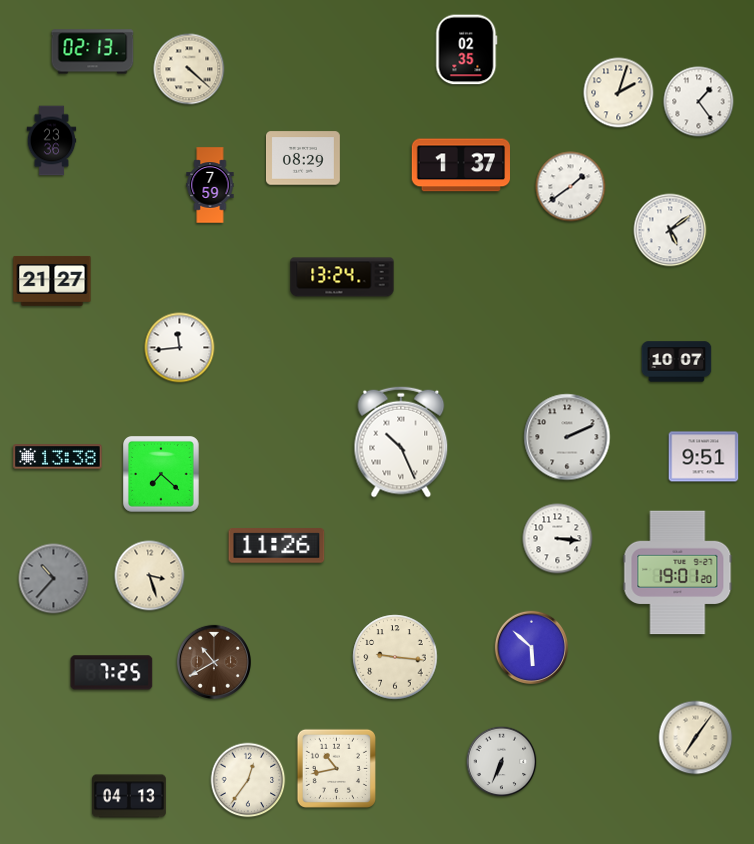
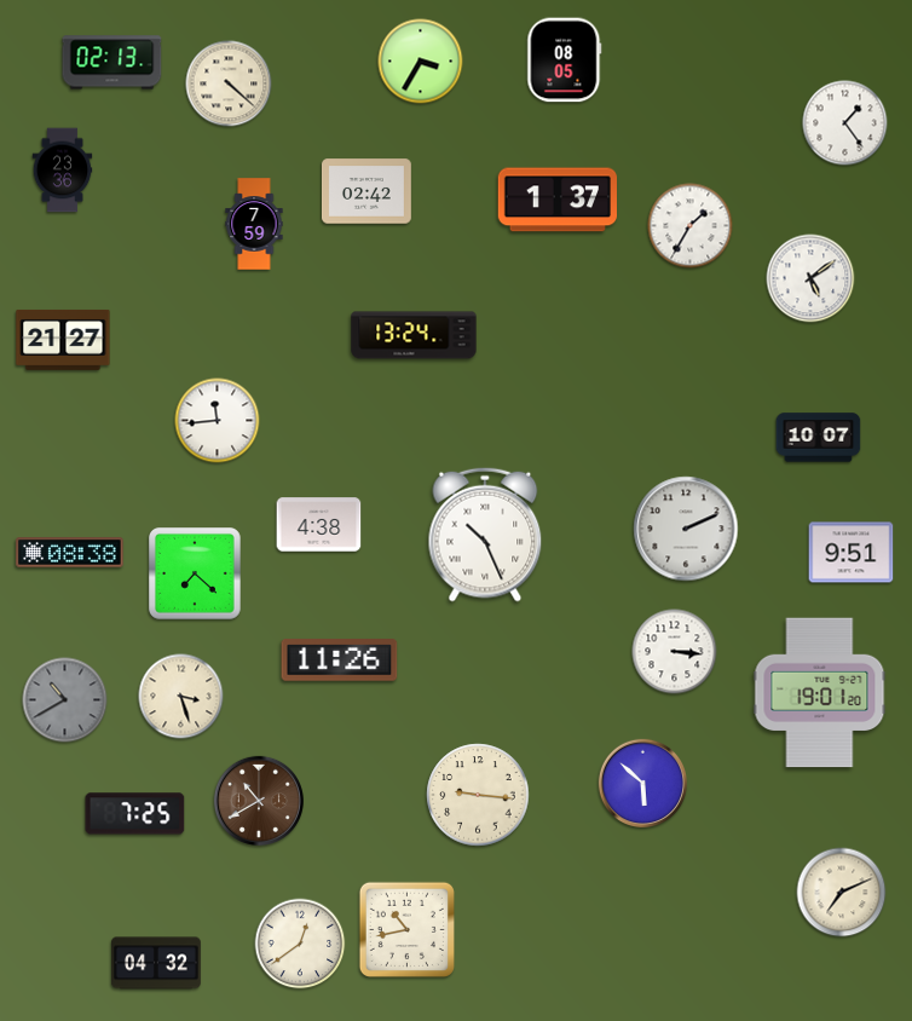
clock at (467, 50): 02:35 -> 08:05
clock at (421, 62): none -> 3:35
clock at (619, 93): 2:03 -> none
clock at (304, 158): 08:29 -> 02:42
clock at (571, 187): 1:39 -> 1:35
clock at (319, 525): none -> 4:38
clock at (58, 457): 13:38 -> 08:38
clock at (277, 546) position: (277, 546) -> (340, 661)
clock at (54, 579): 10:37 -> 10:40
clock at (696, 738): 7:06 -> 7:11
clock at (502, 762): 6:34 -> none
clock at (248, 780): 12:36 -> 12:39
clock at (130, 796): 04:13 -> 04:32
